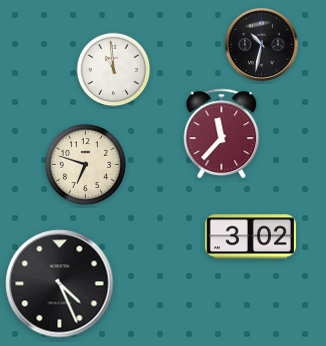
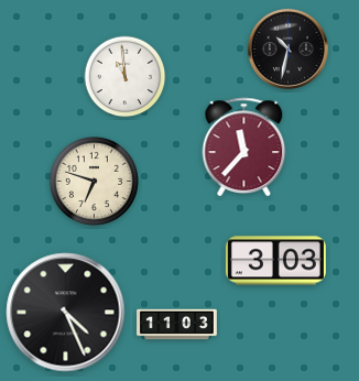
clock at (250, 237): 3:02 -> 3:03
clock at (177, 325): none -> 11:03
